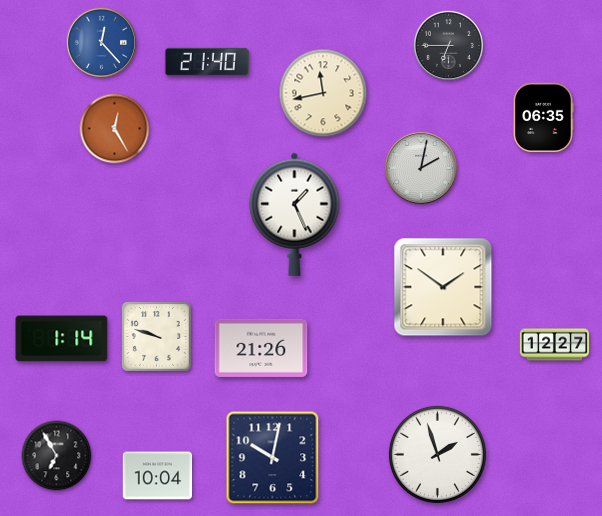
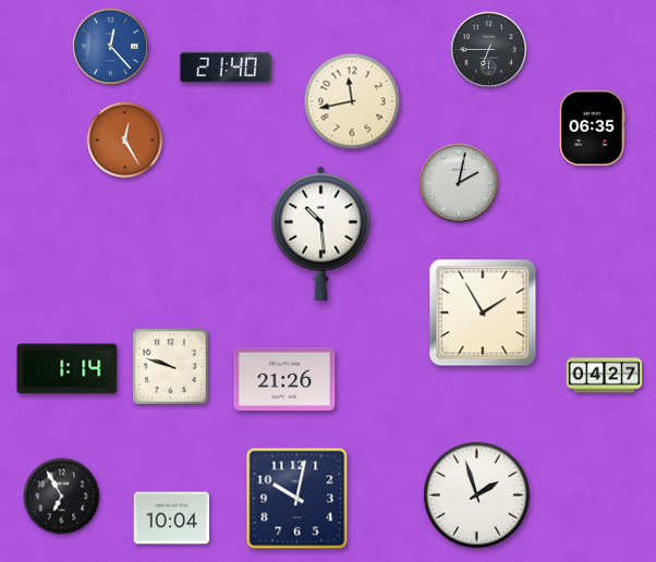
clock at (295, 214): 1:26 -> 10:29
clock at (443, 287): 1:51 -> 1:55
clock at (555, 345): 12:27 -> 04:27
